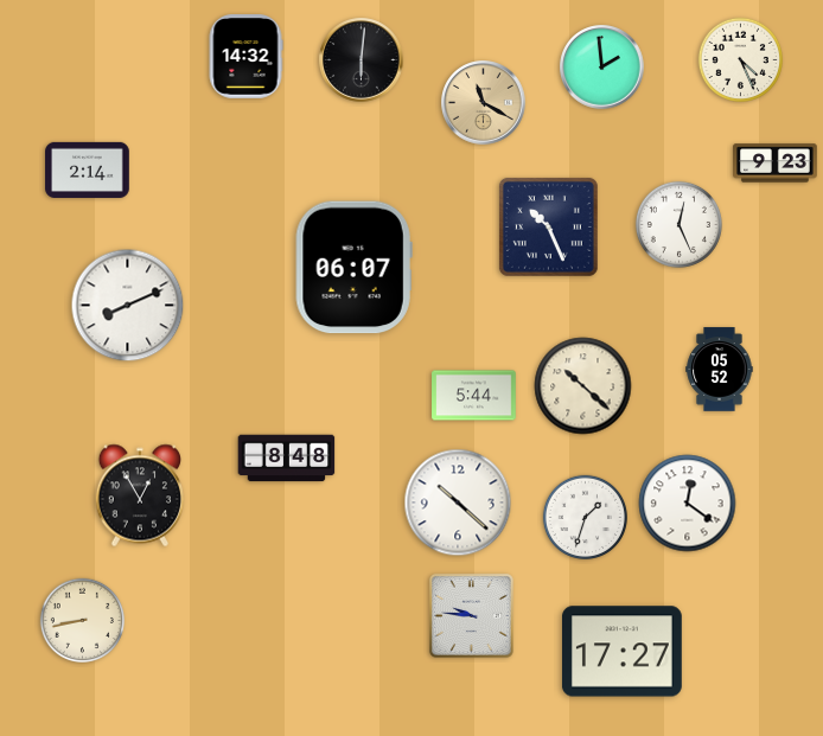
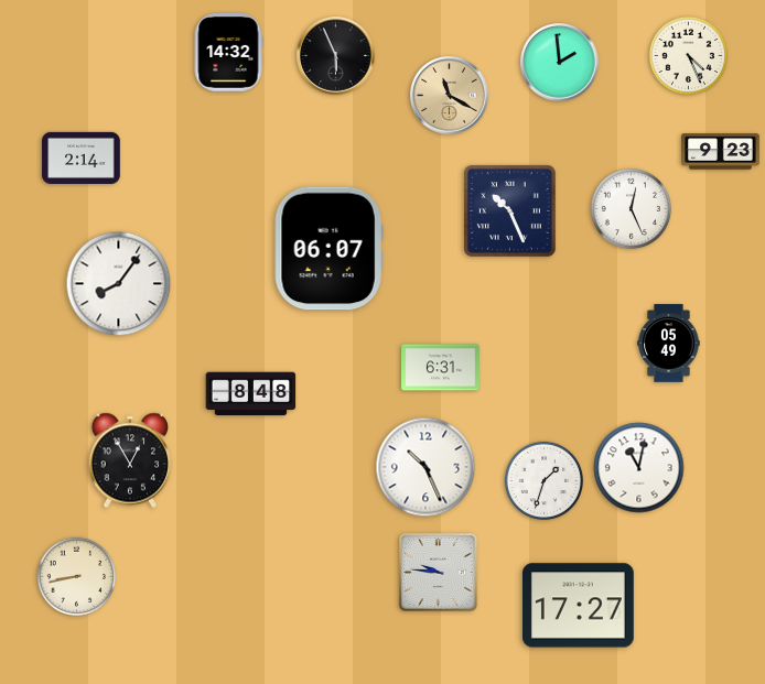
clock at (362, 60): 6:01 -> 5:56
clock at (128, 306): 8:11 -> 8:06
clock at (720, 370): 05:52 -> 05:49
clock at (583, 386): 10:22 -> none
clock at (474, 396): 5:44 -> 6:31
clock at (287, 459) position: (287, 459) -> (251, 394)
clock at (458, 503): 10:22 -> 10:26
clock at (688, 504): 12:21 -> 11:02
